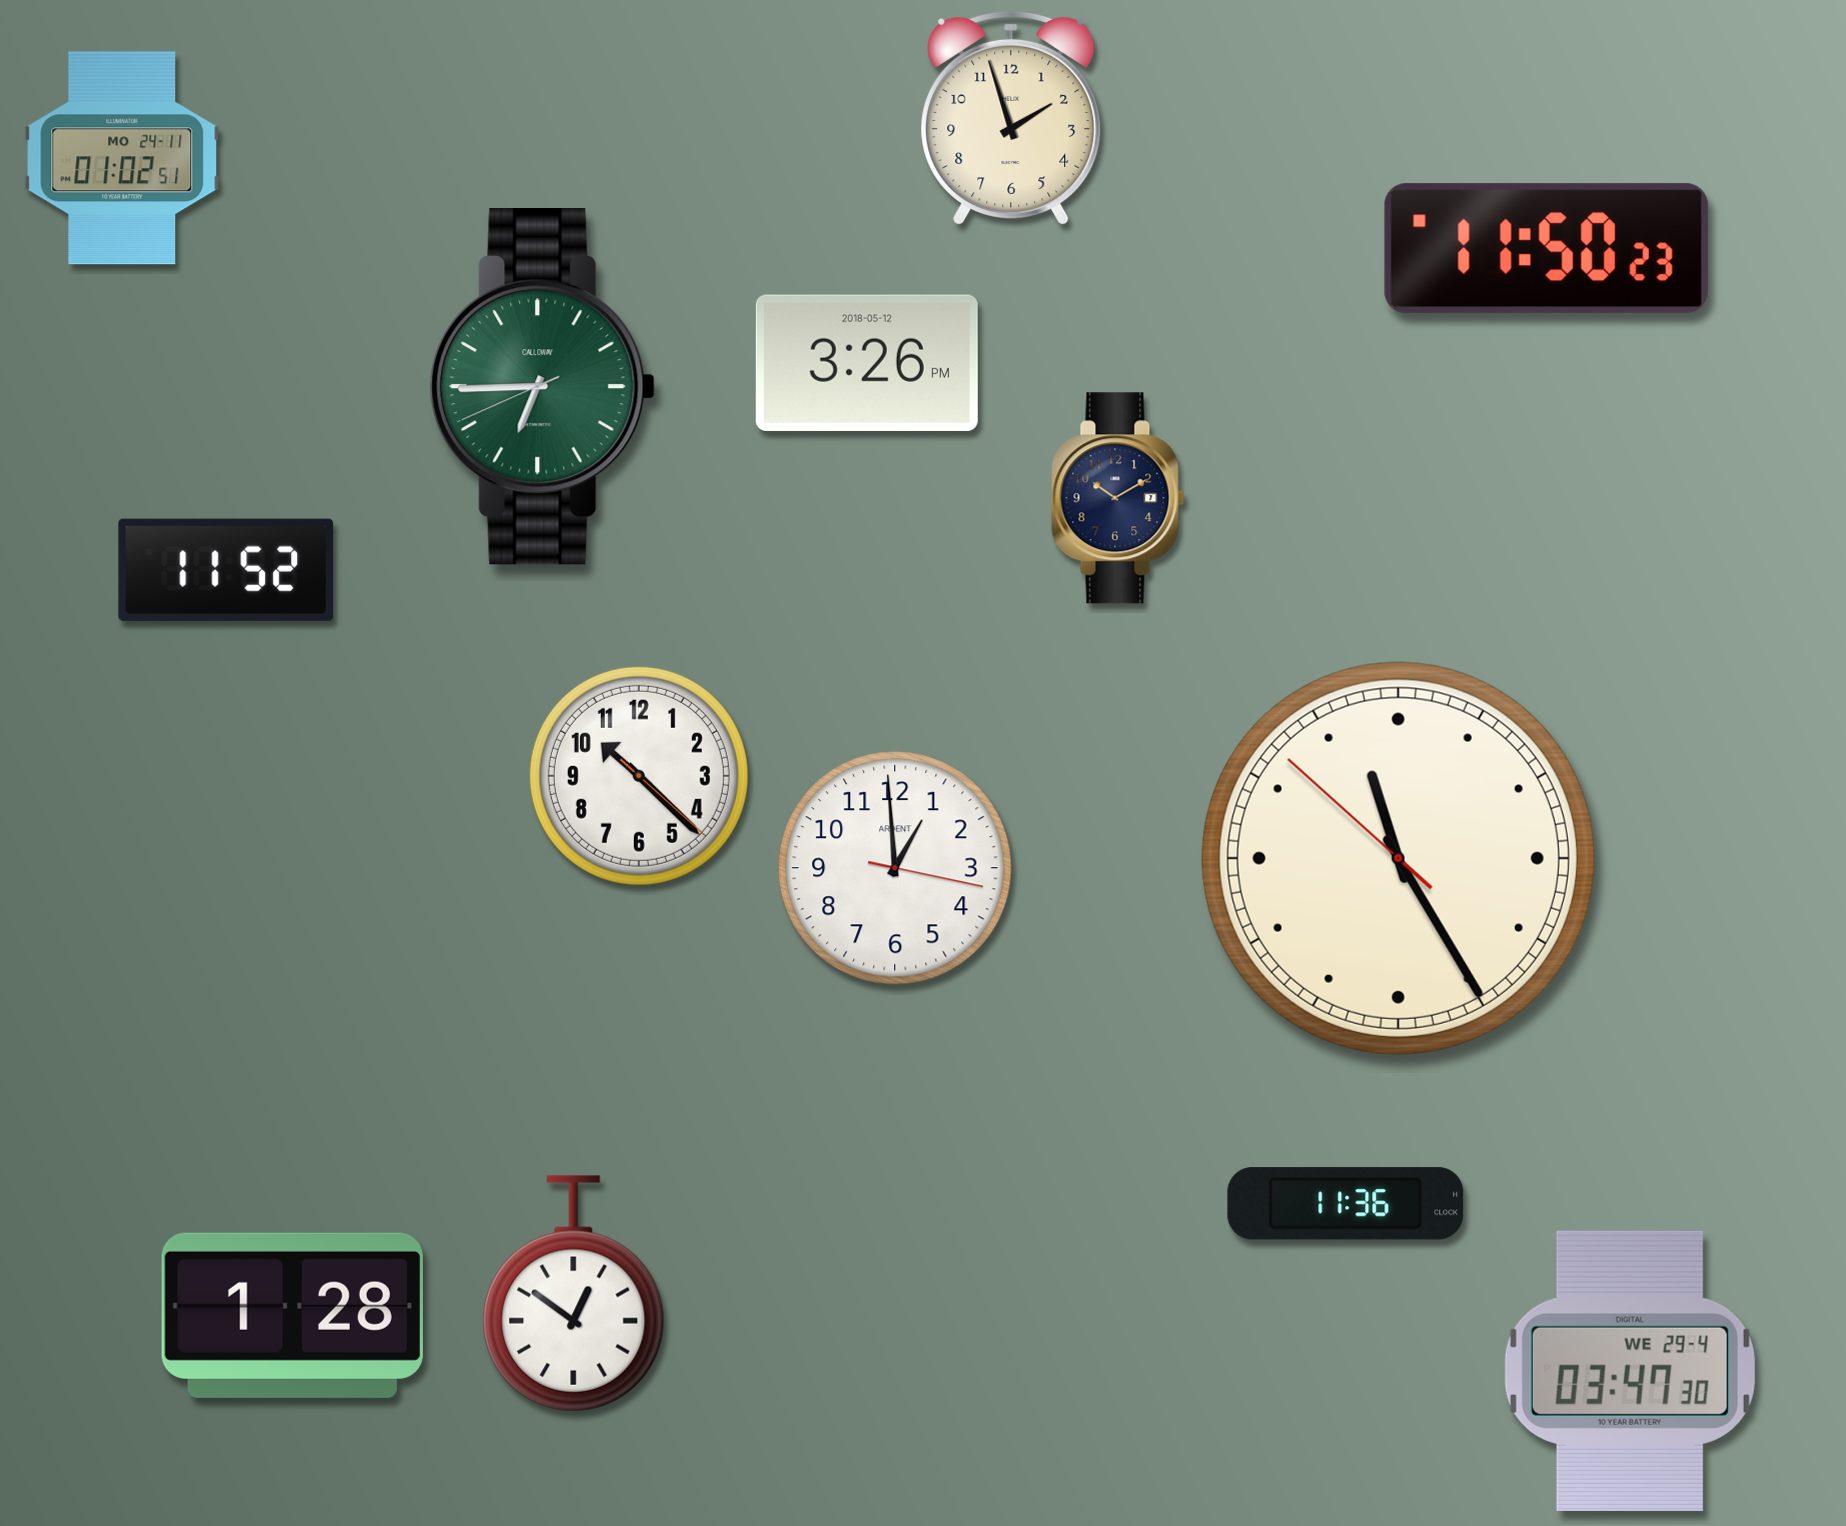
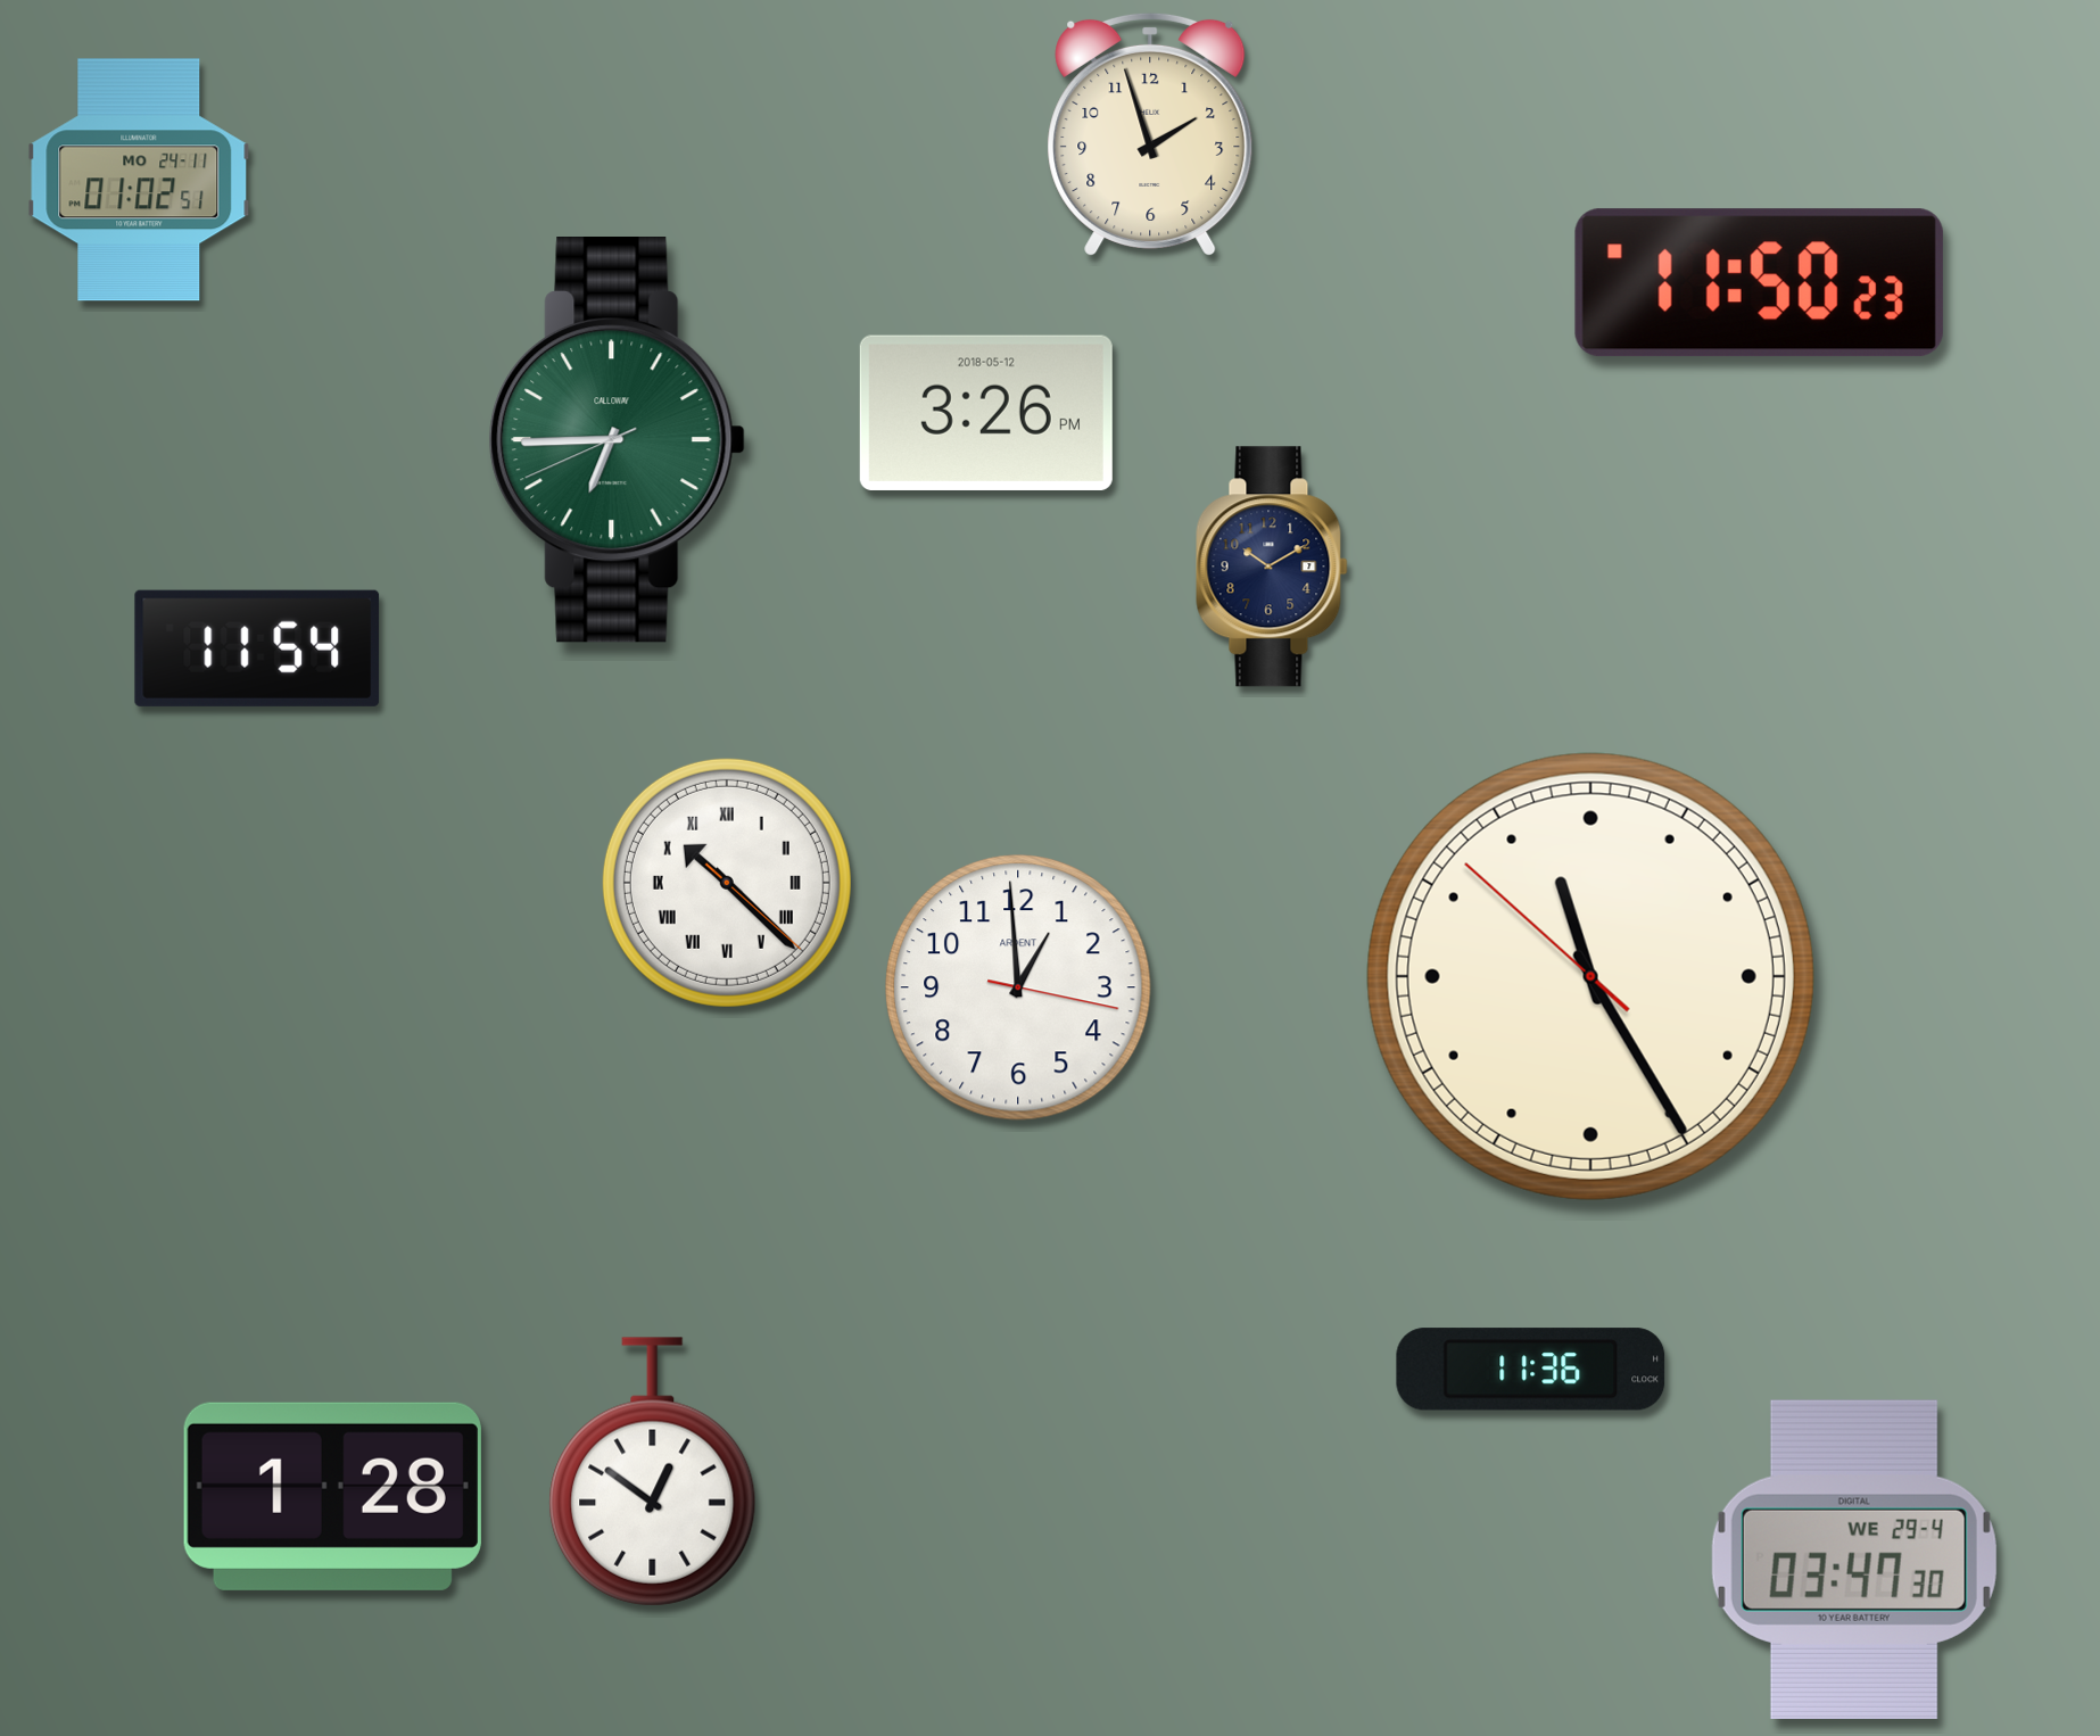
clock at (226, 570): 11:52 -> 11:54
clock at (639, 776) numerals: Arabic -> Roman
